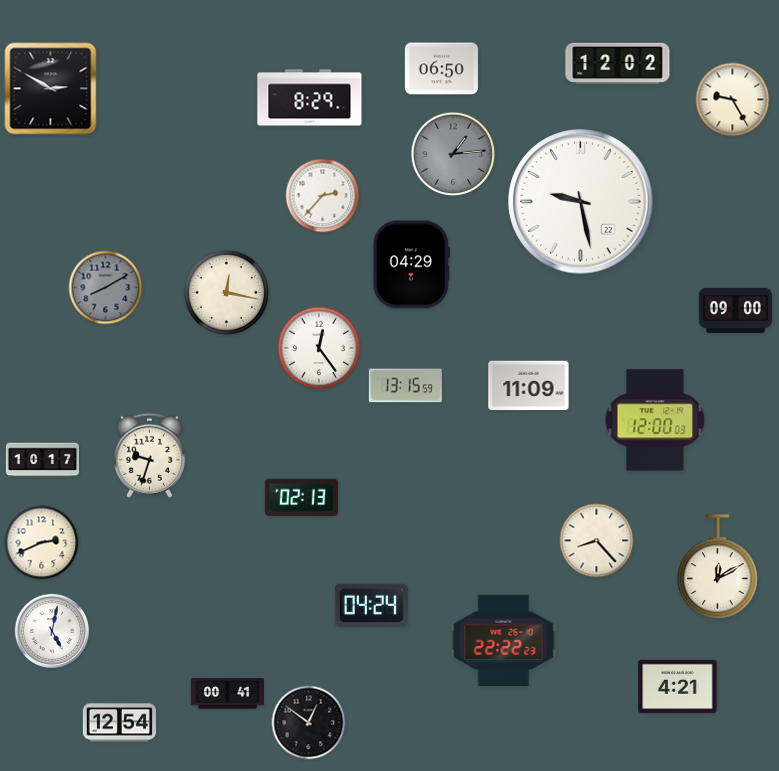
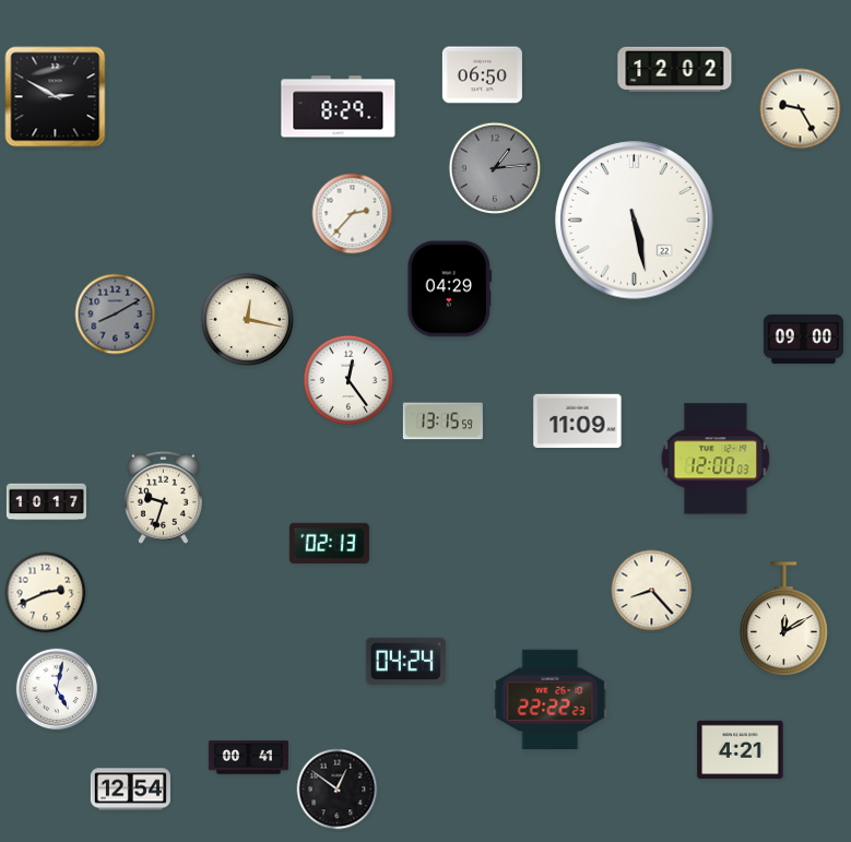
clock at (581, 202): 9:28 -> 5:28
